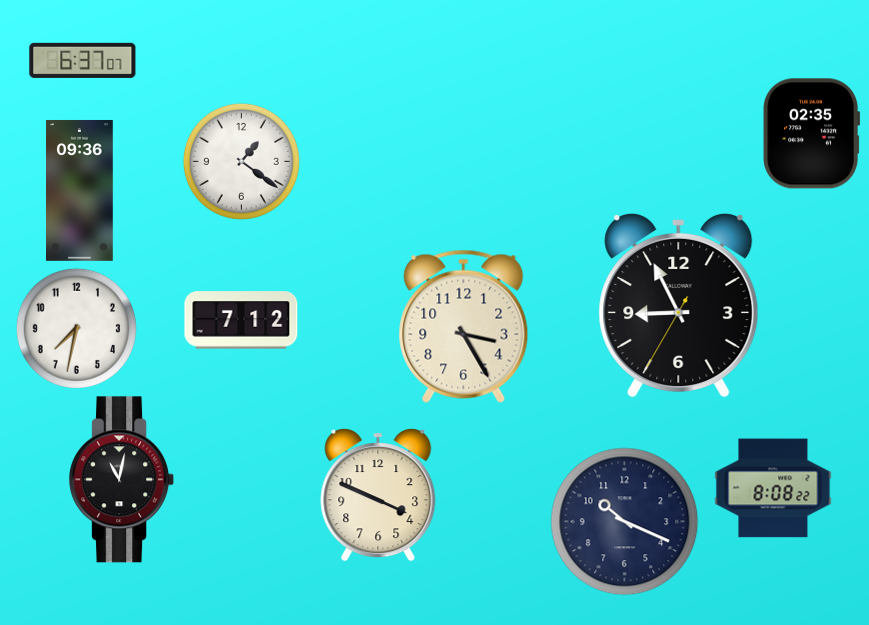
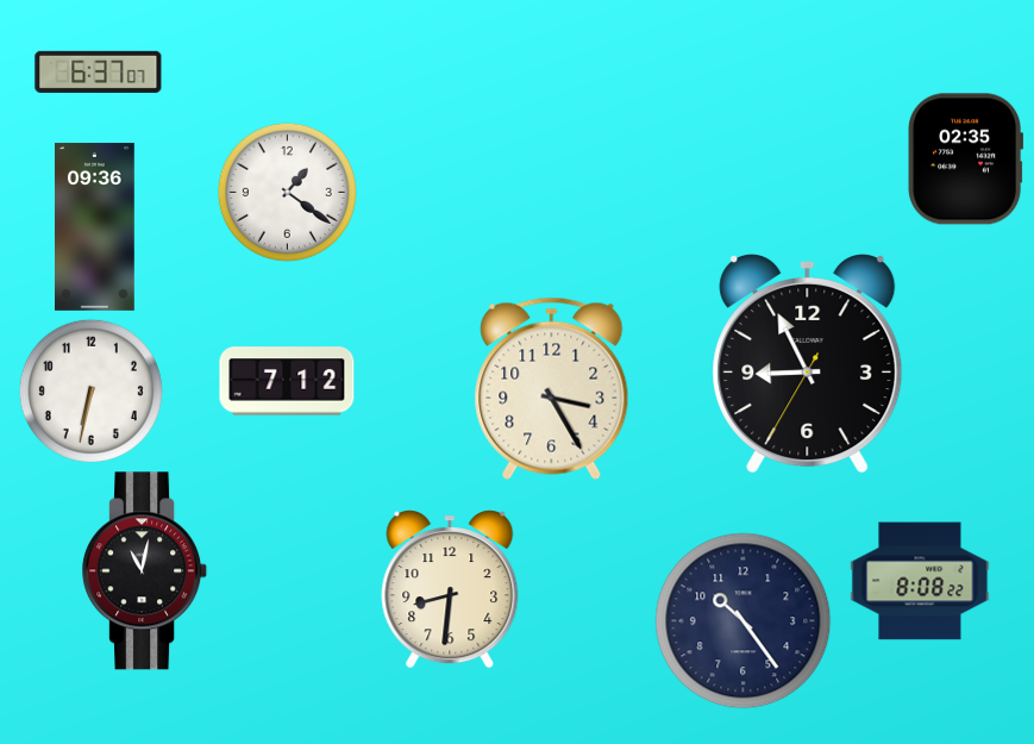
clock at (76, 328): 7:32 -> 6:32
clock at (378, 495): 3:49 -> 8:31
clock at (625, 522): 10:19 -> 10:24
